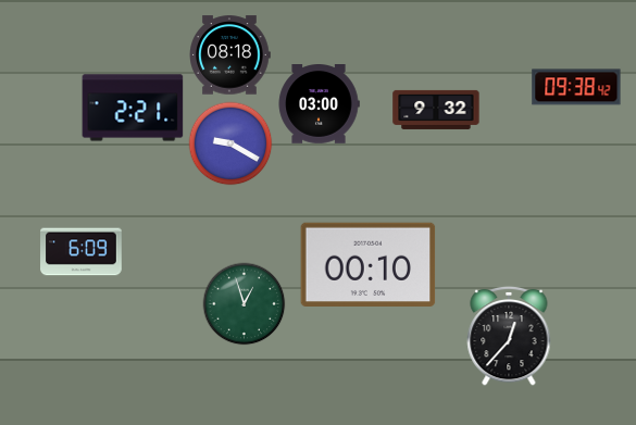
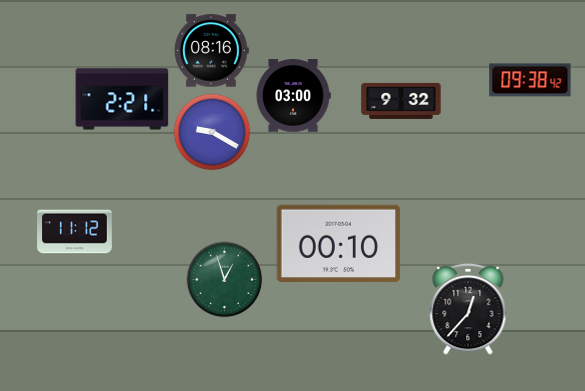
clock at (229, 55): 08:18 -> 08:16
clock at (82, 252): 6:09 -> 11:12
